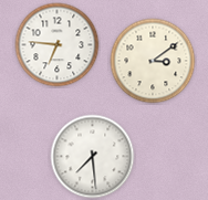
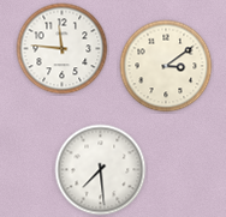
clock at (58, 45): 6:46 -> 11:46
